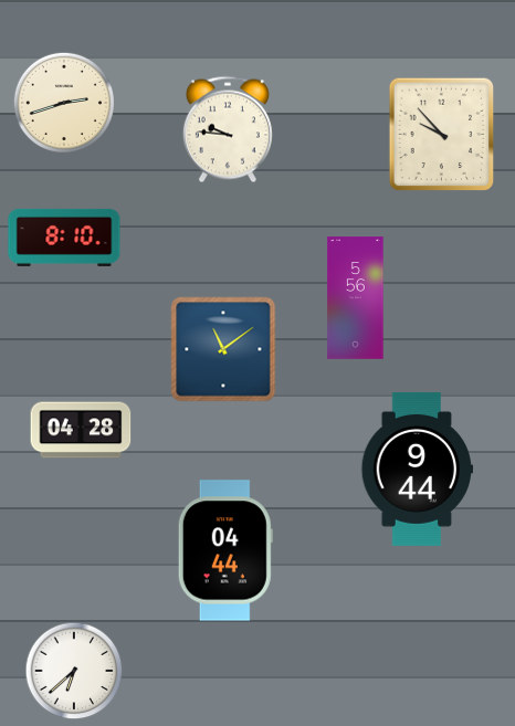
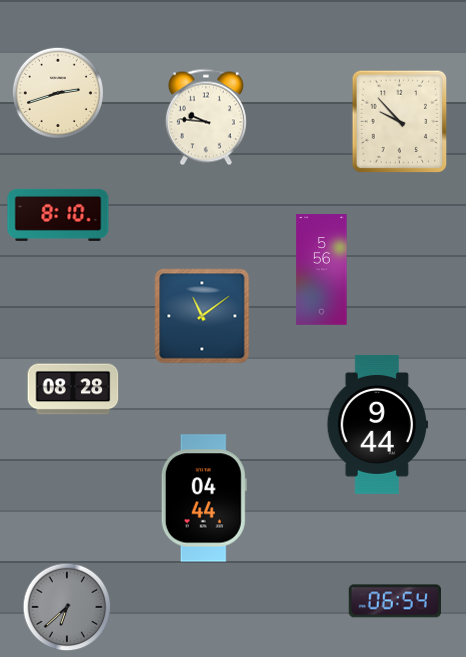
clock at (81, 430): 04:28 -> 08:28
clock at (394, 601): none -> 06:54
clock at (74, 671) dial: white -> grey
